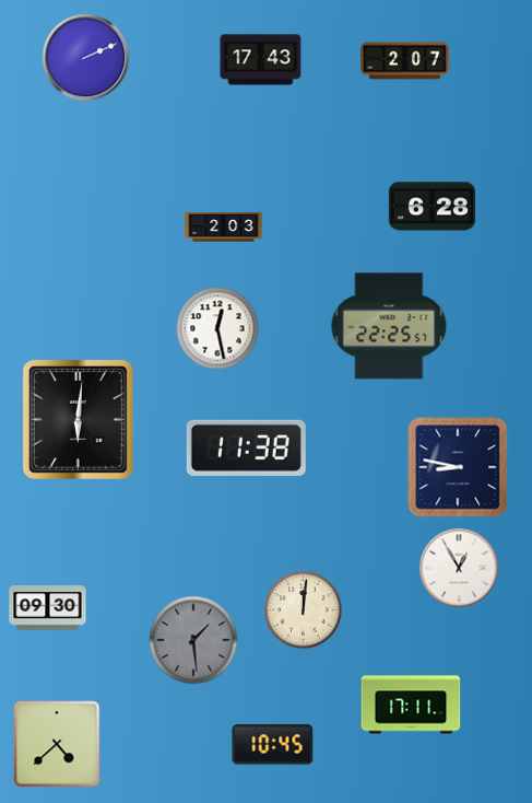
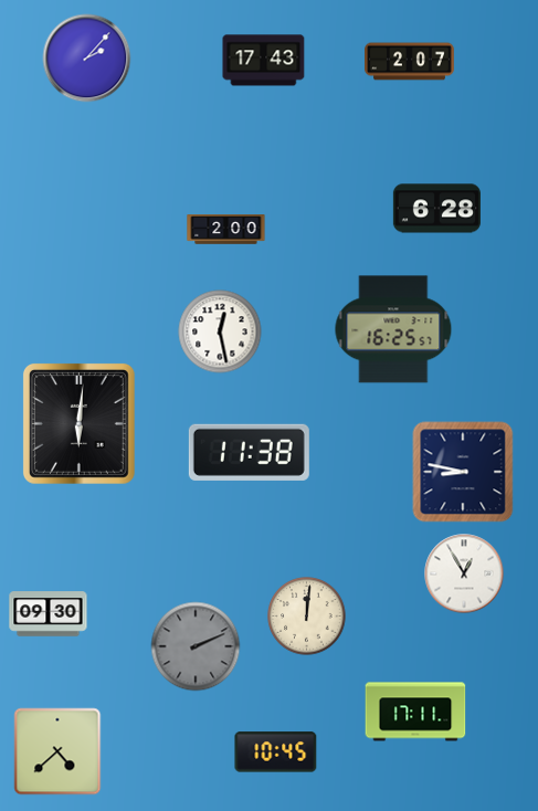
clock at (86, 58): 2:11 -> 2:07
clock at (224, 228): 2:03 -> 2:00
clock at (389, 326): 22:25 -> 16:25
clock at (193, 640): 1:29 -> 2:11
